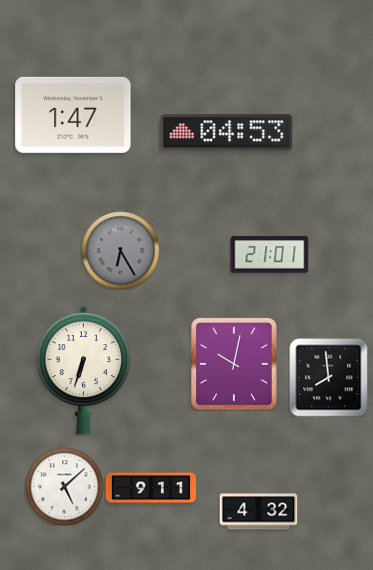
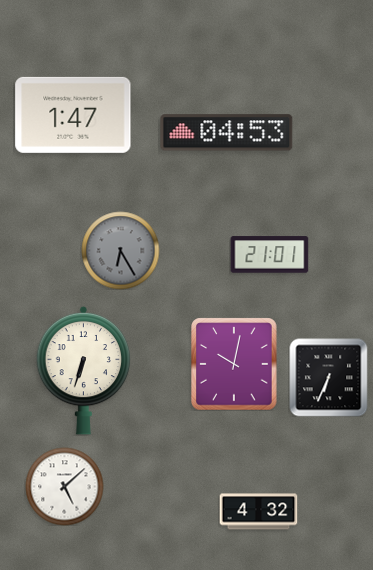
clock at (328, 377): 7:59 -> 6:34
clock at (150, 488): 9:11 -> none
